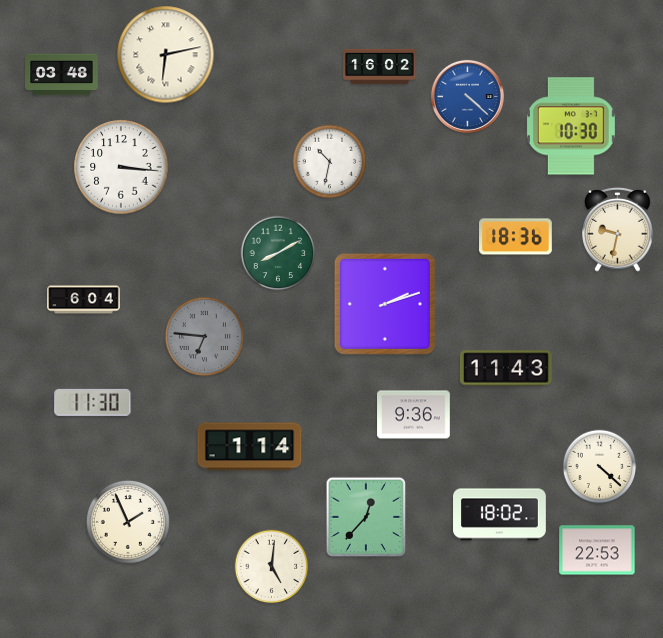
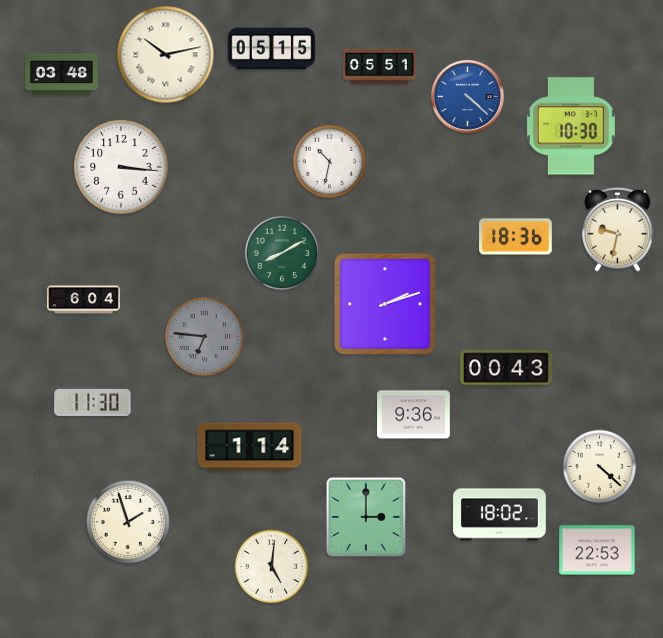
clock at (272, 49): none -> 05:15
clock at (166, 55): 6:13 -> 10:13
clock at (380, 67): 16:02 -> 05:51
clock at (278, 253) position: (278, 253) -> (282, 253)
clock at (506, 368): 11:43 -> 00:43
clock at (366, 517): 12:37 -> 3:00
clock at (128, 522): 1:56 -> 1:57
